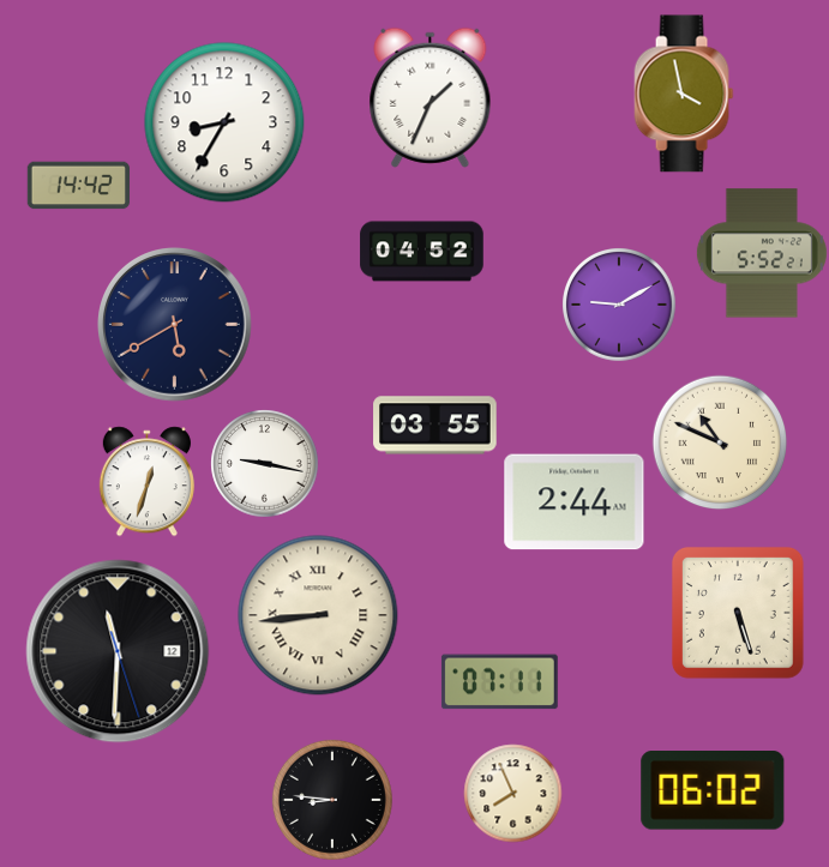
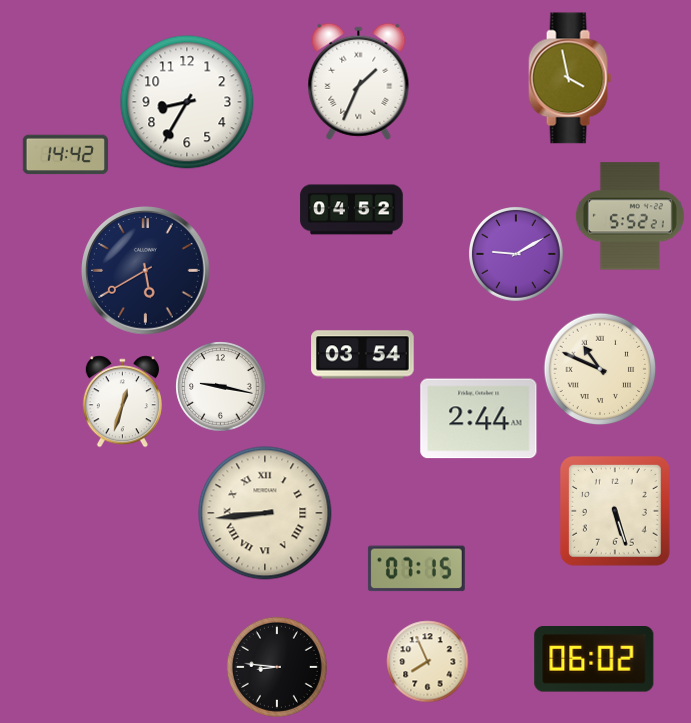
clock at (762, 253) position: (762, 253) -> (630, 216)
clock at (435, 426): 03:55 -> 03:54
clock at (118, 651): 11:30 -> none
clock at (499, 682): 07:11 -> 07:15
